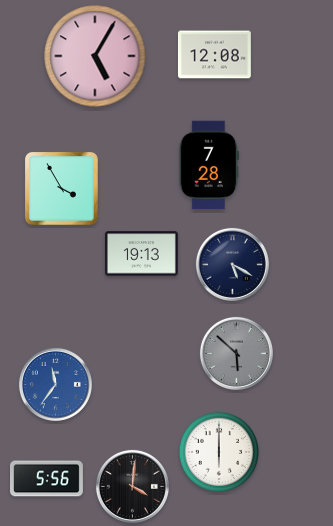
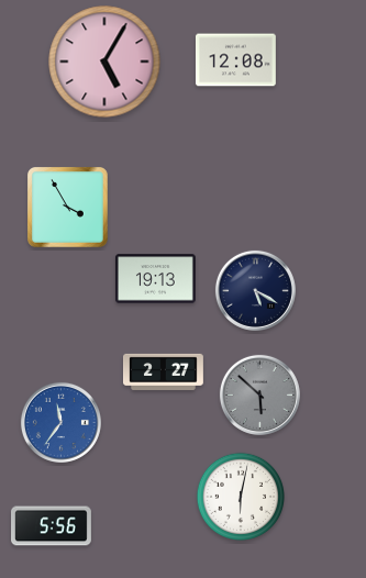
clock at (209, 165): 7:28 -> none
clock at (164, 371): none -> 2:27
clock at (236, 353) position: (236, 353) -> (259, 394)
clock at (218, 451): 6:00 -> 6:02
clock at (132, 486): 4:01 -> none
